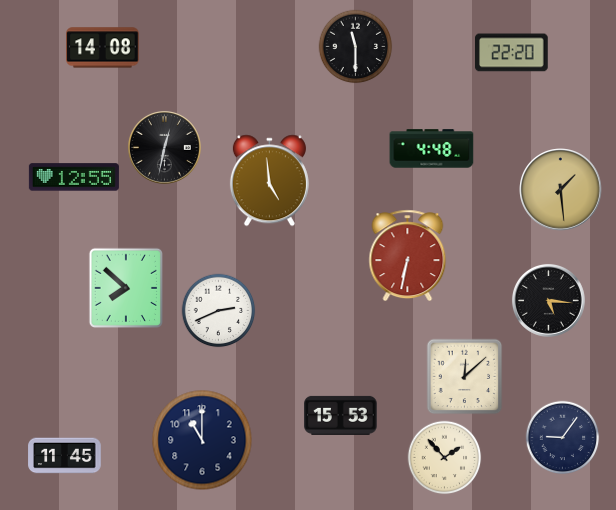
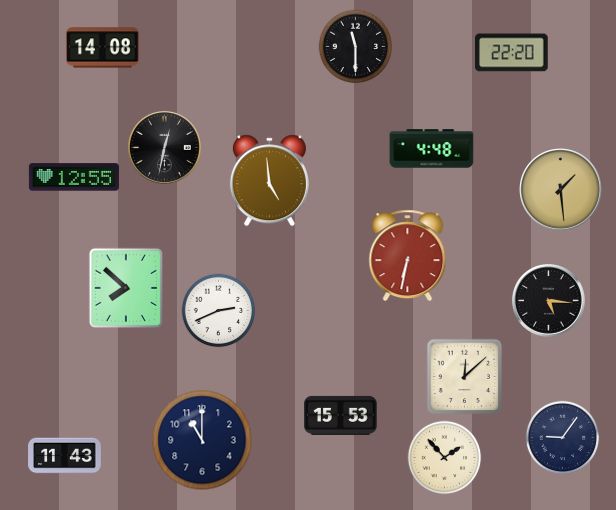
clock at (65, 456): 11:45 -> 11:43
